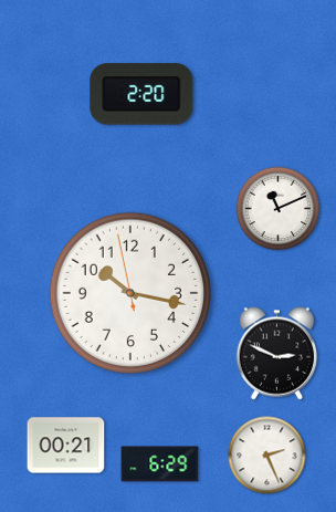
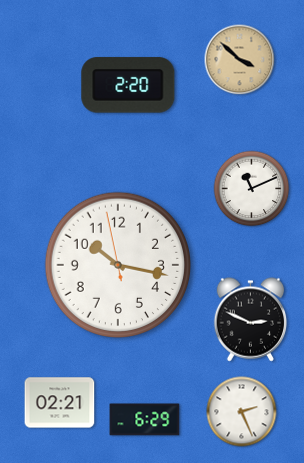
clock at (240, 60): none -> 3:52
clock at (66, 446): 00:21 -> 02:21
